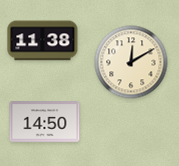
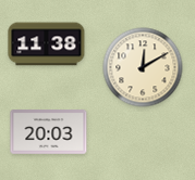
clock at (45, 122): 14:50 -> 20:03
